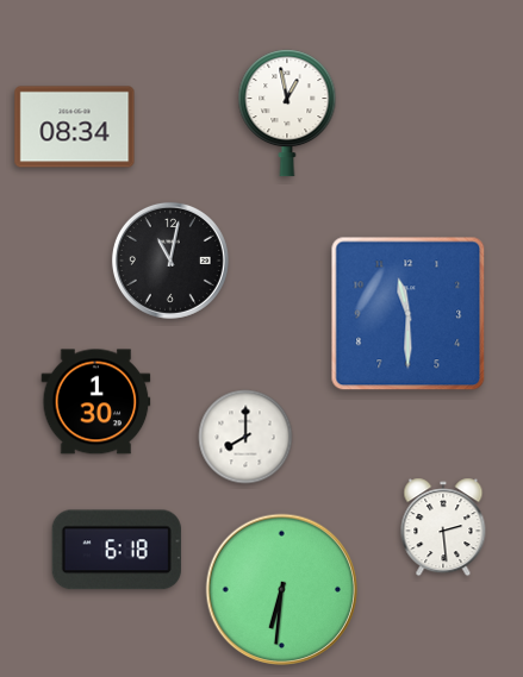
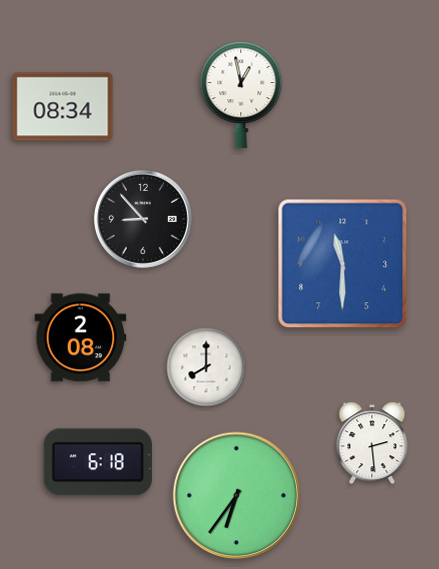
clock at (170, 261): 11:02 -> 8:53
clock at (96, 402): 1:30 -> 2:08
clock at (282, 590): 6:31 -> 6:36
